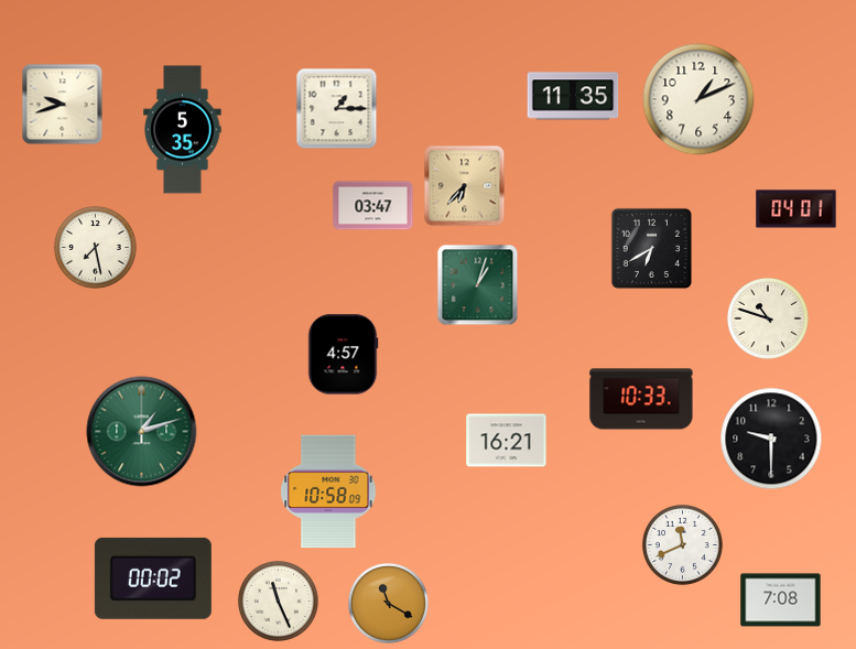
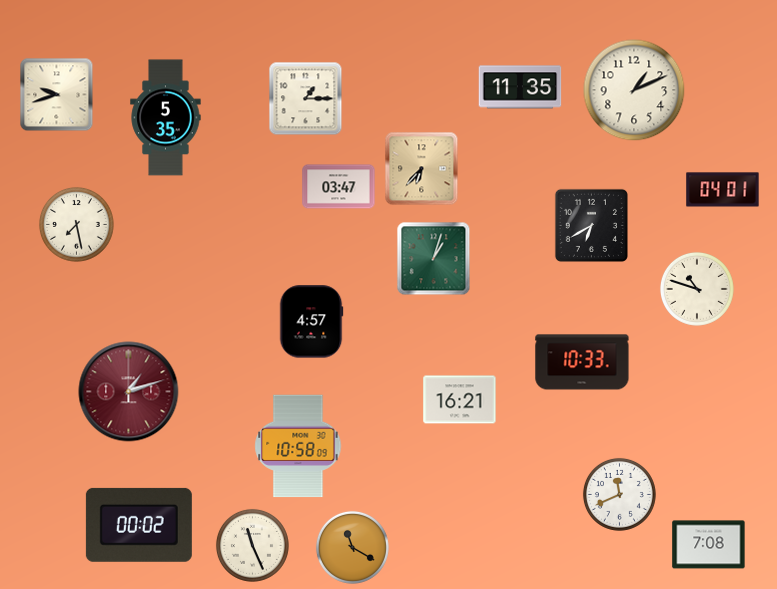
clock at (96, 248) position: (96, 248) -> (77, 225)
clock at (142, 432) dial: green -> burgundy
clock at (771, 439): 9:30 -> none
